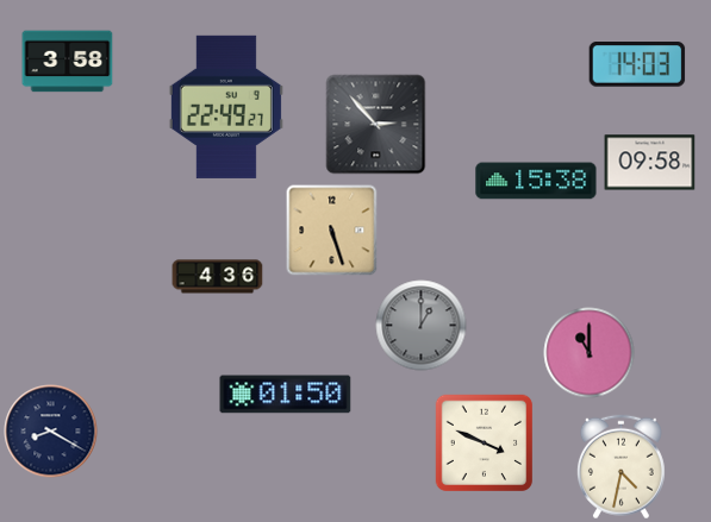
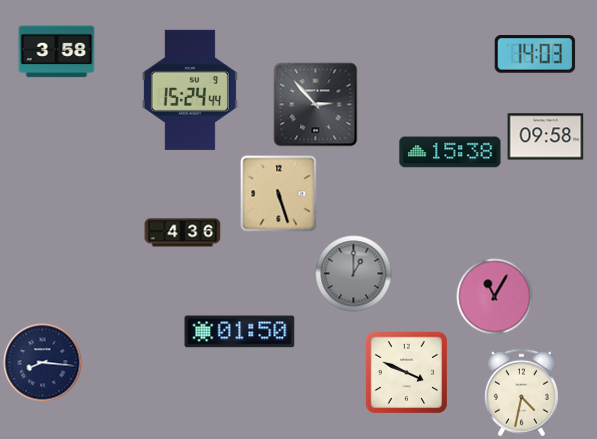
clock at (226, 107): 22:49 -> 15:24
clock at (590, 353): 11:00 -> 11:05
clock at (51, 432): 8:20 -> 8:16
